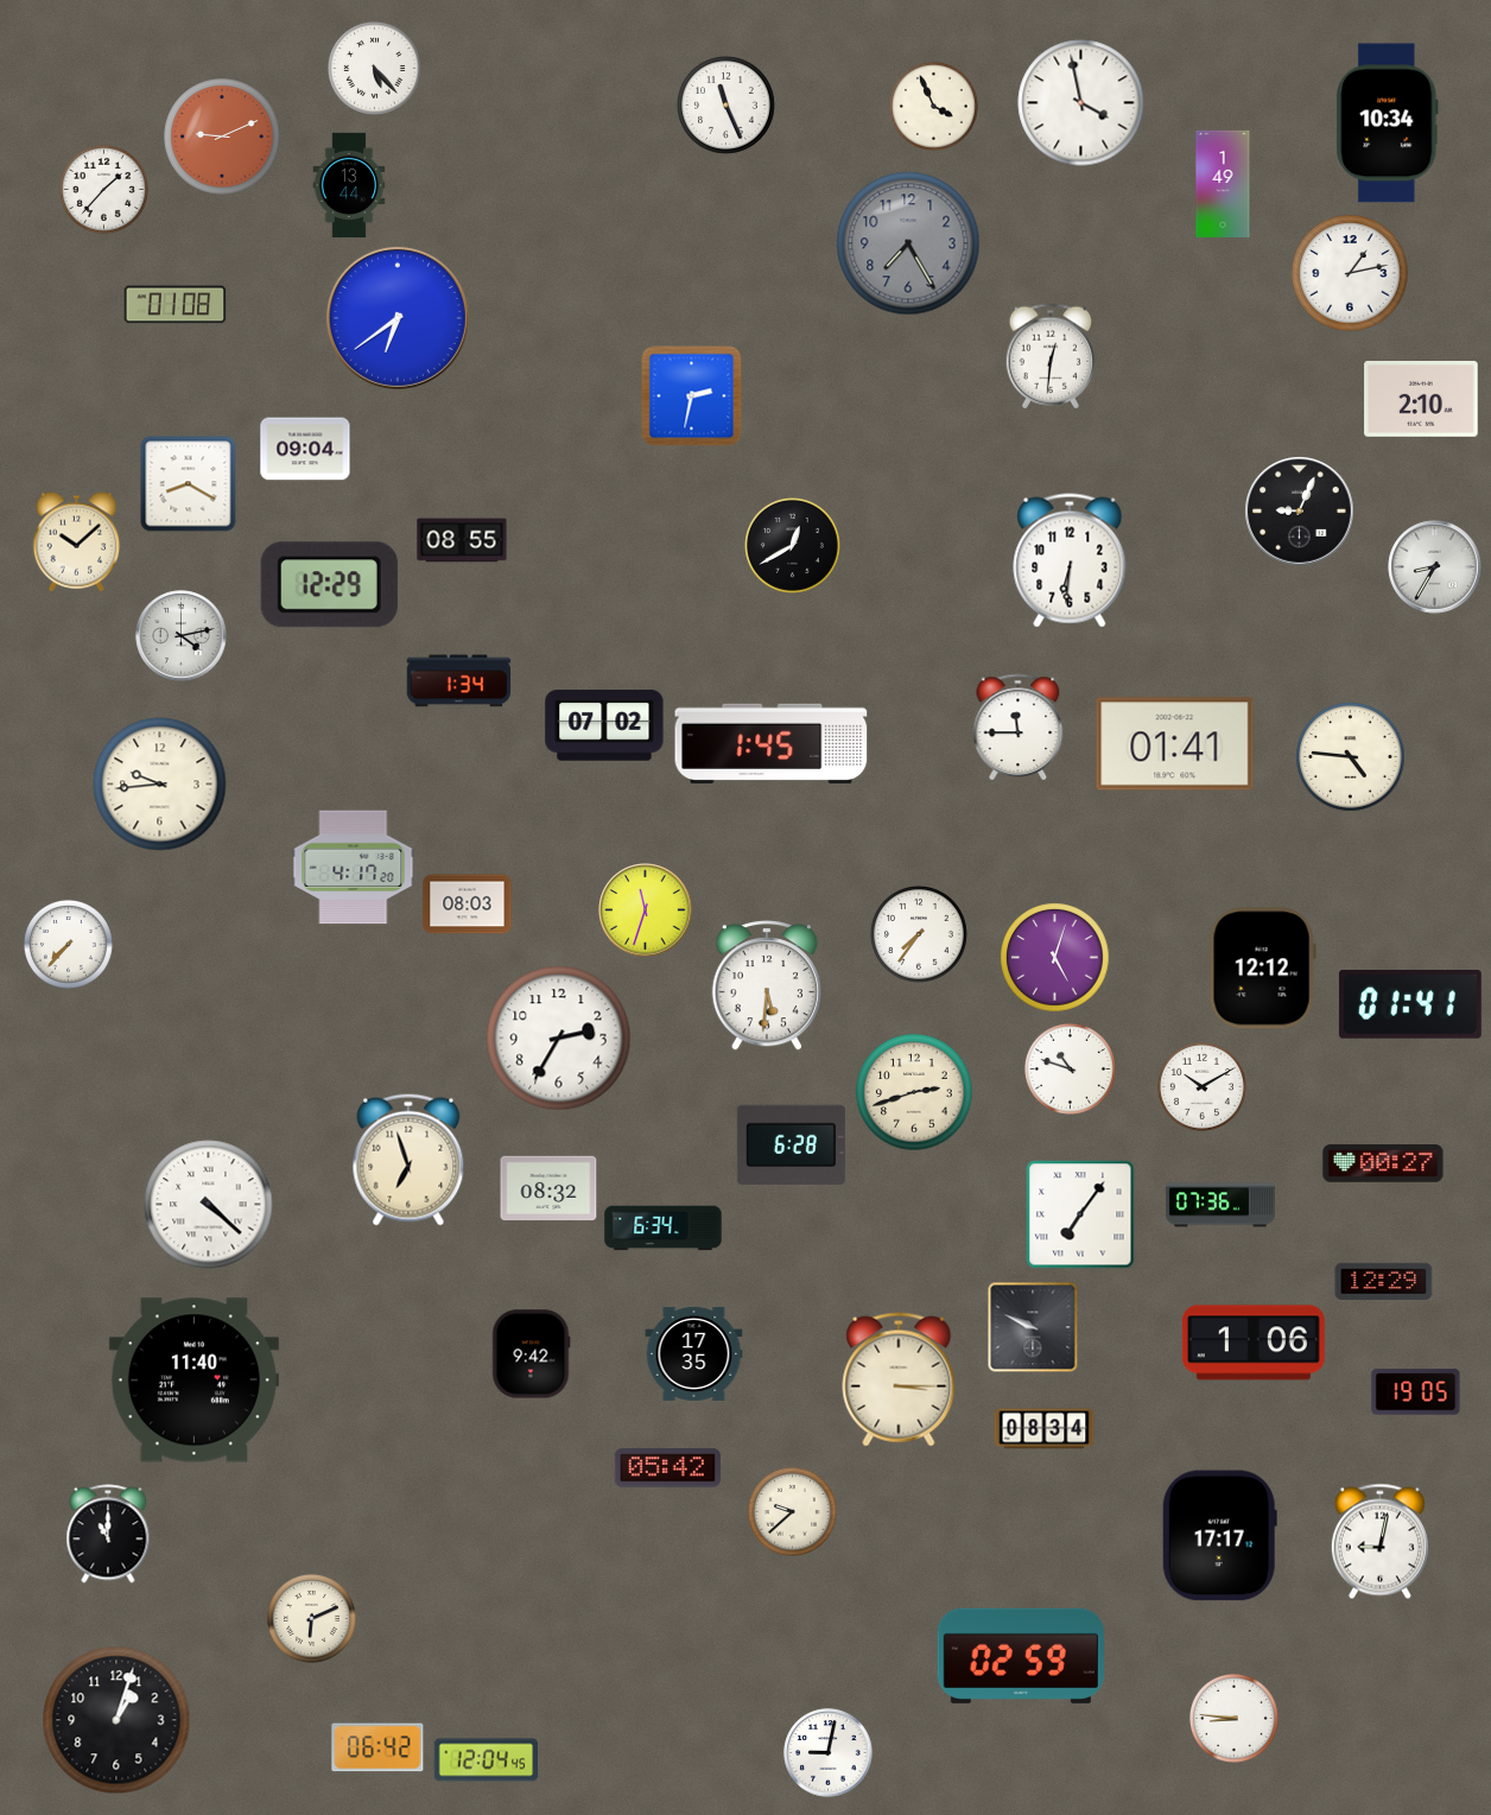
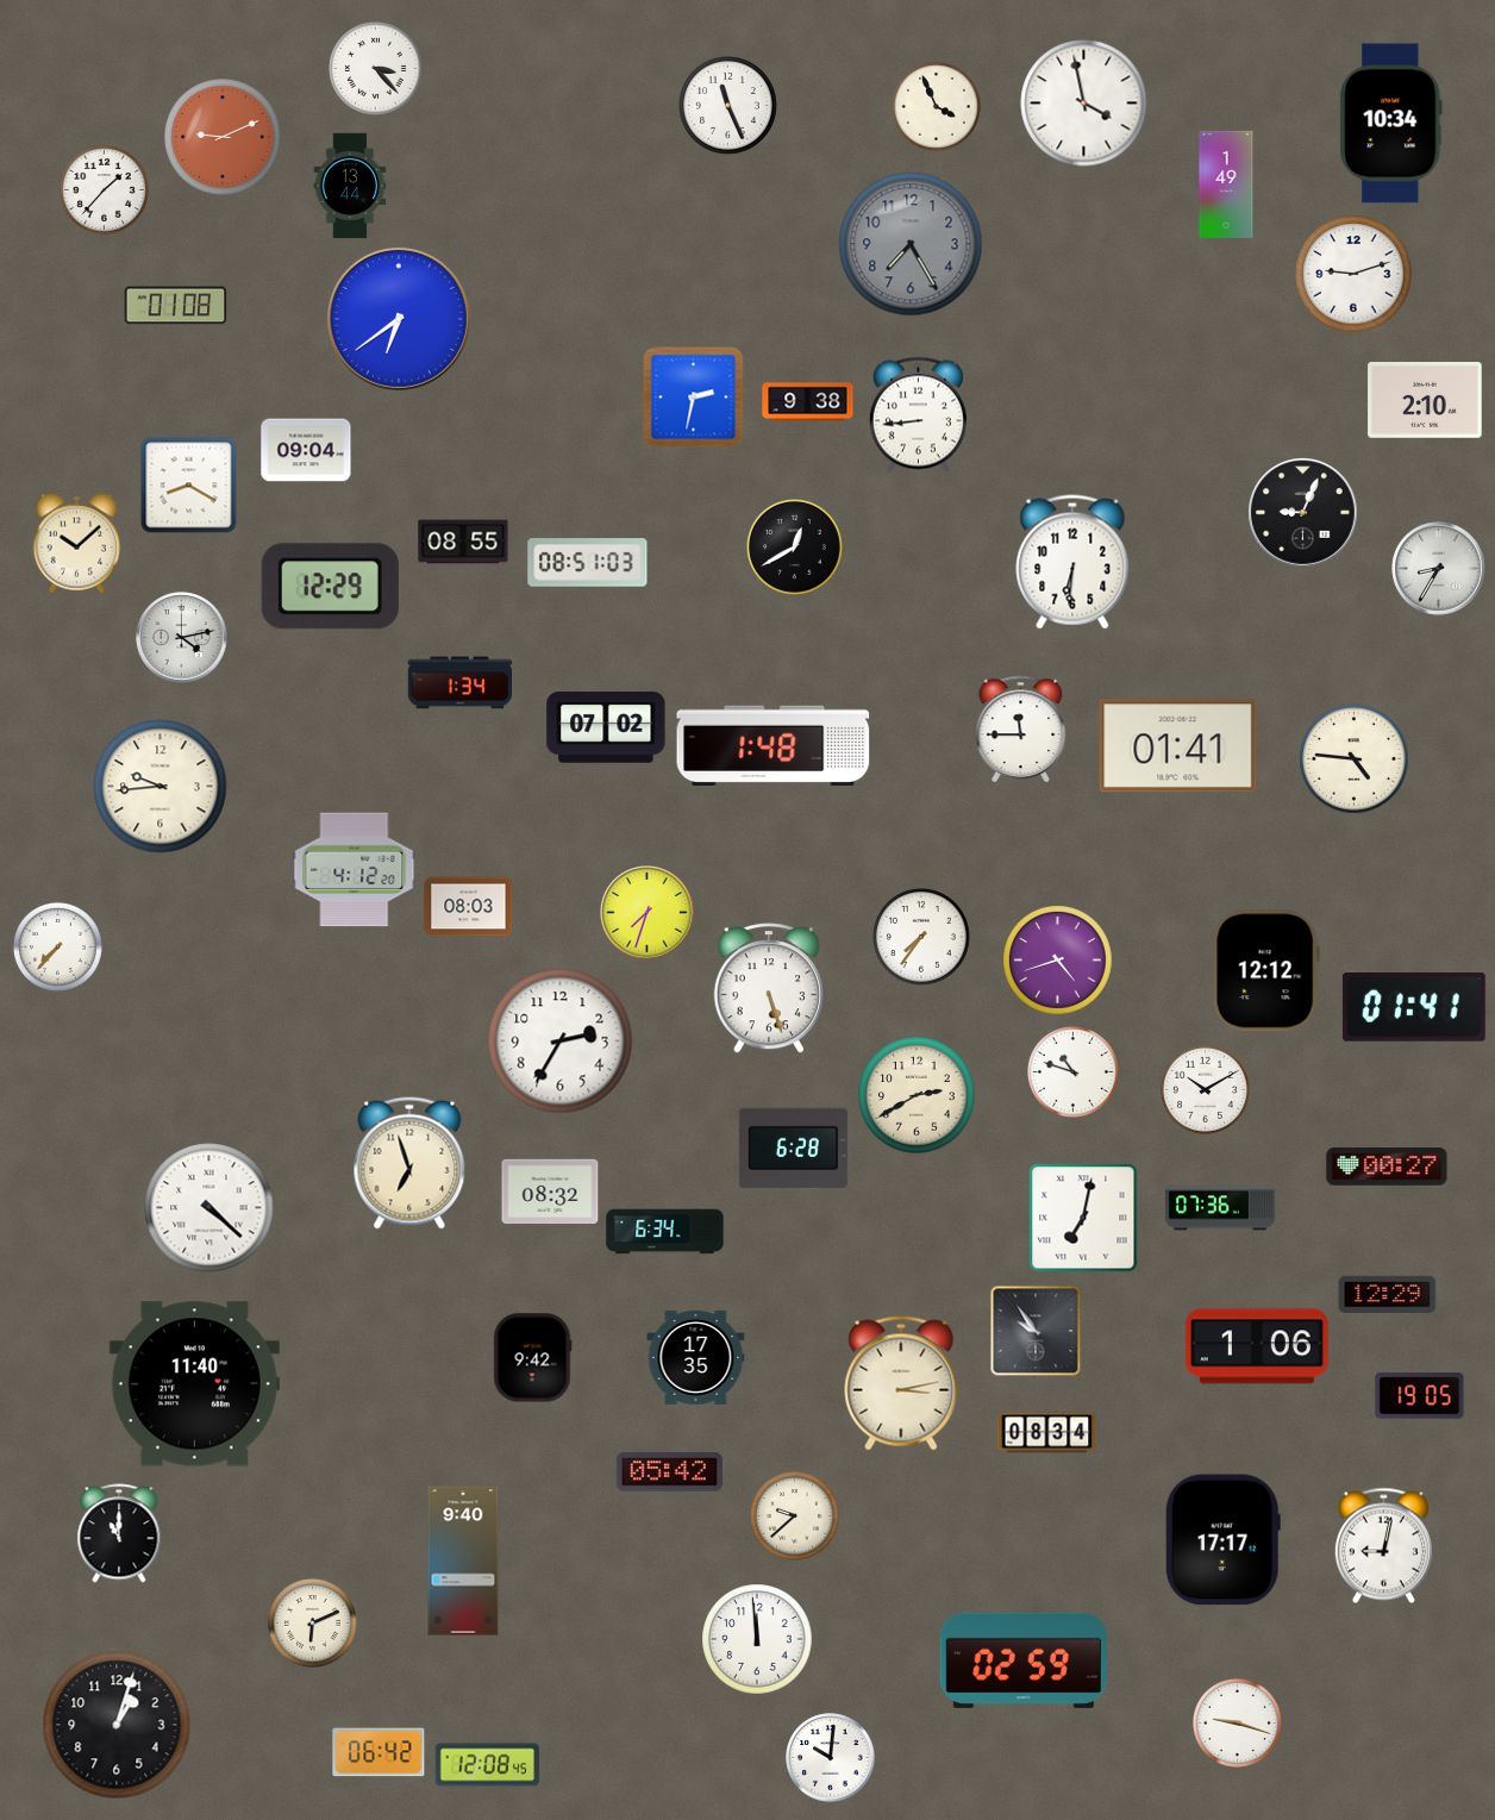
clock at (374, 68): 5:23 -> 3:23
clock at (1350, 273): 1:13 -> 9:12
clock at (1051, 356): 12:31 -> none
clock at (808, 402): none -> 9:38
clock at (918, 415): none -> 8:44
clock at (588, 563): none -> 08:51
clock at (772, 743): 1:45 -> 1:48
clock at (354, 868): 4:17 -> 4:12
clock at (646, 910): 11:33 -> 7:33
clock at (68, 944) position: (68, 944) -> (57, 946)
clock at (1055, 958): 5:03 -> 4:42
clock at (766, 986): 5:31 -> 5:27
clock at (914, 1092): 2:42 -> 2:40
clock at (1220, 1205) position: (1220, 1205) -> (1220, 1208)
clock at (1080, 1214): 7:06 -> 7:02
clock at (1384, 1281) position: (1384, 1281) -> (1388, 1294)
clock at (1033, 1327): 9:49 -> 9:54
clock at (899, 1379): 3:15 -> 3:13
clock at (108, 1534) position: (108, 1534) -> (119, 1533)
clock at (463, 1561): none -> 9:40
clock at (757, 1639): none -> 11:59
clock at (1233, 1718): 8:46 -> 9:18
clock at (829, 1753): 9:02 -> 10:01
clock at (487, 1760): 12:04 -> 12:08
